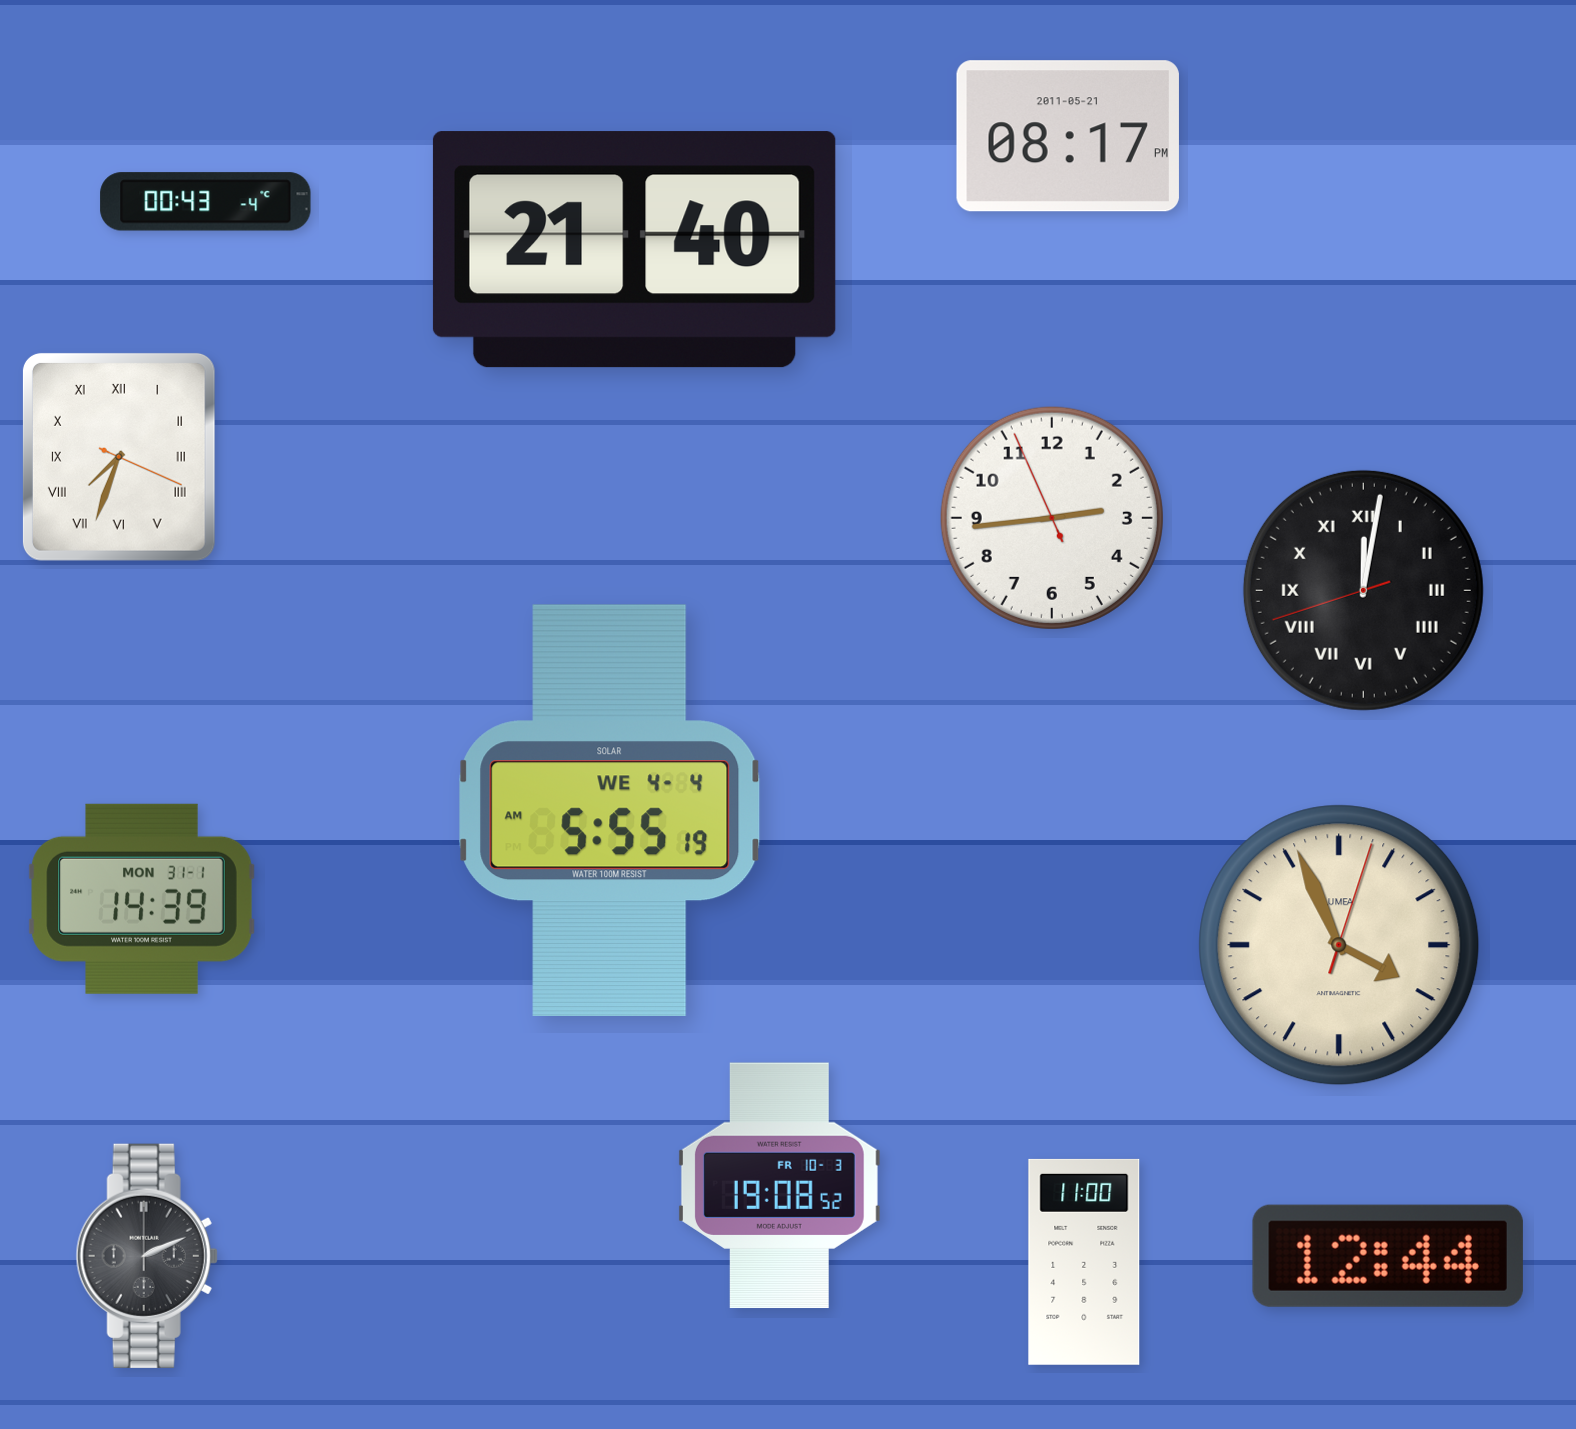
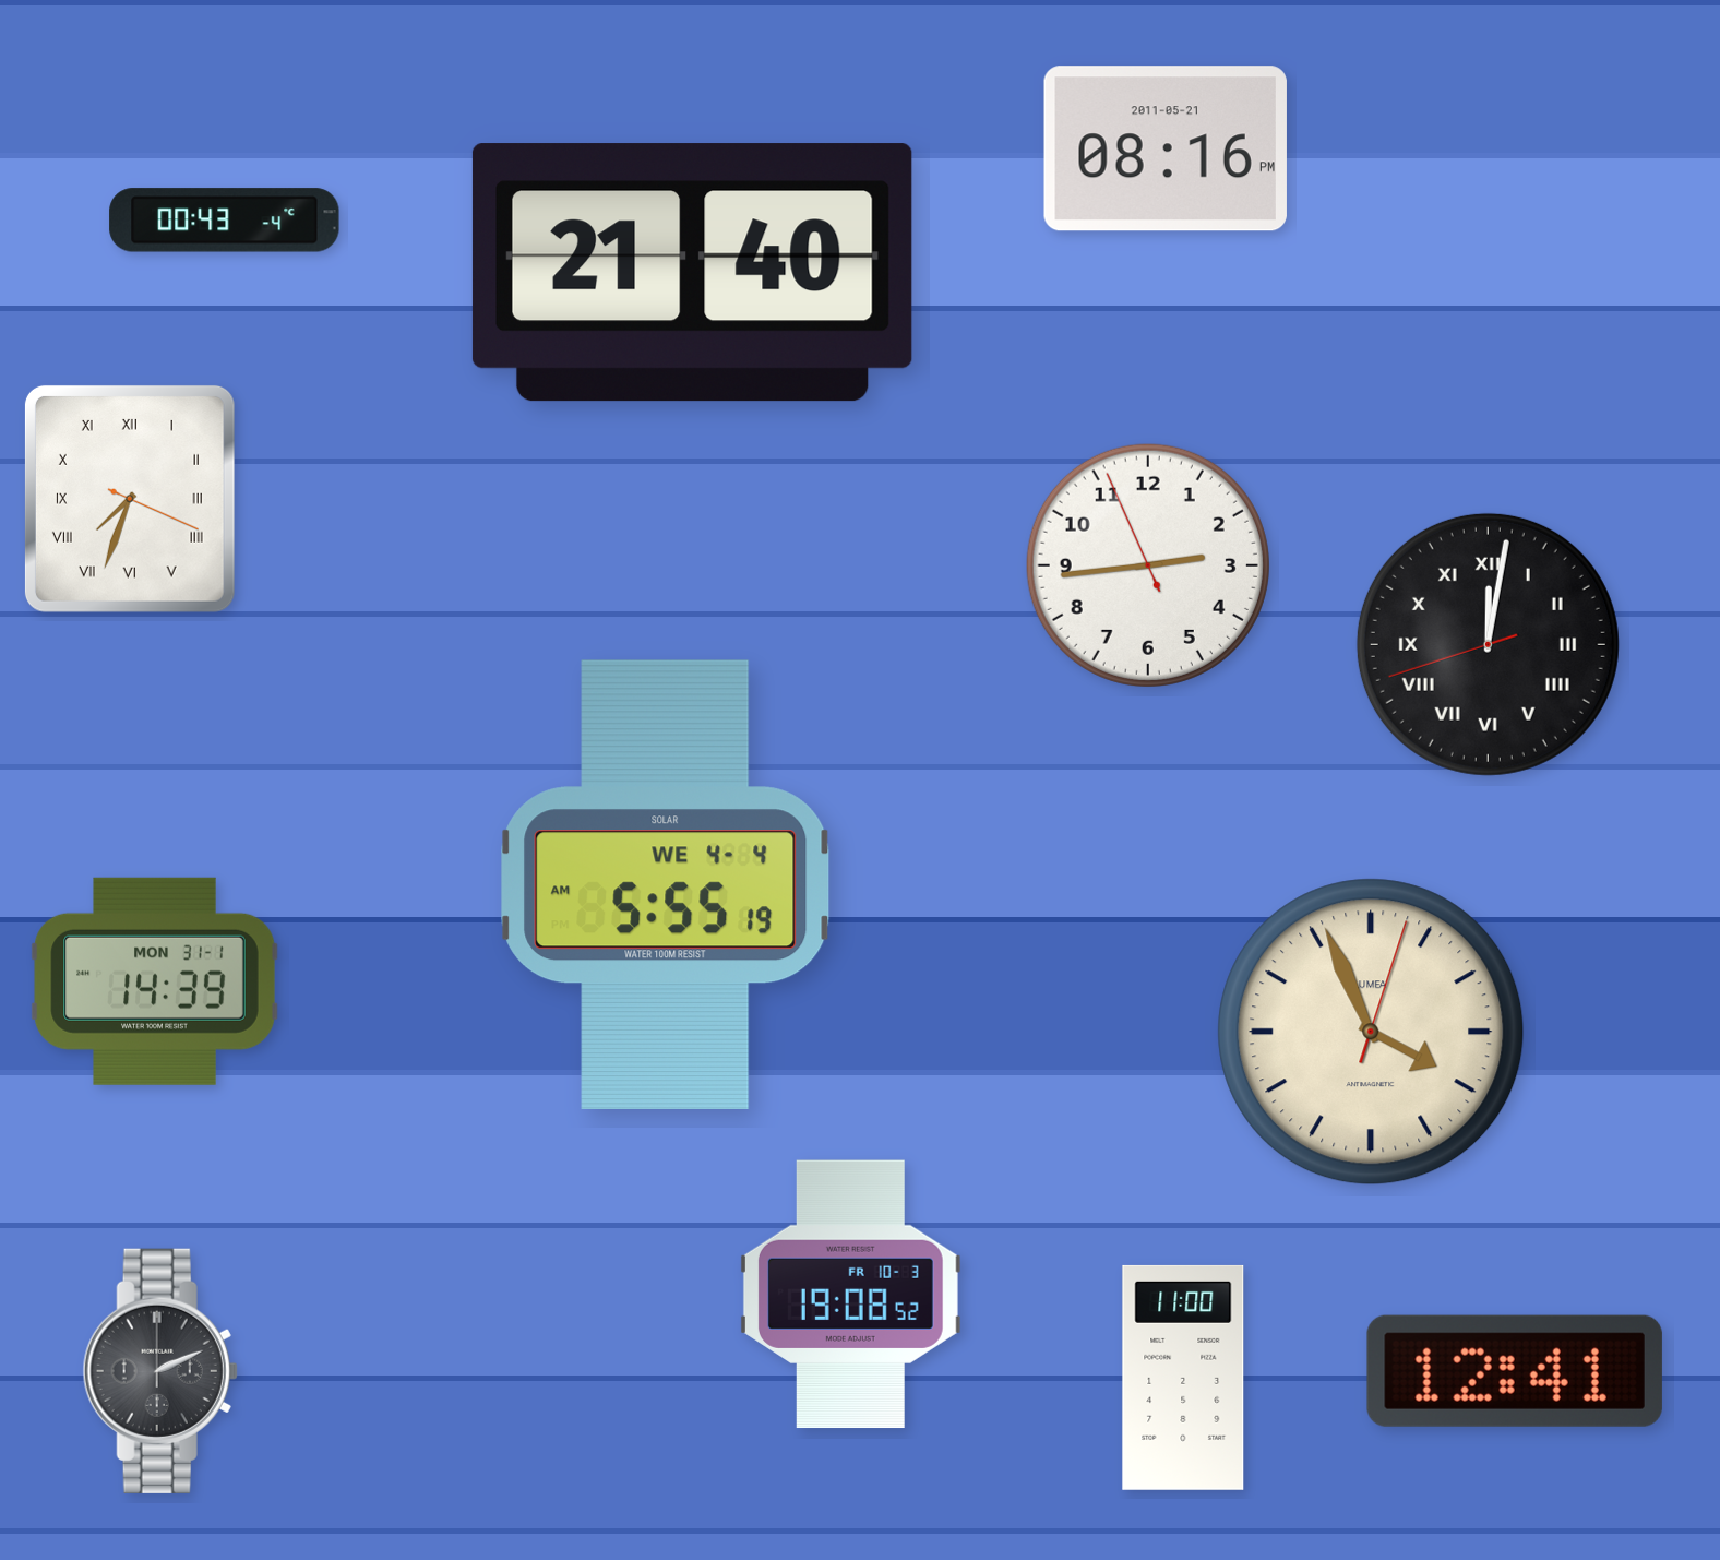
clock at (1068, 136): 08:17 -> 08:16
clock at (1339, 945) position: (1339, 945) -> (1371, 1032)
clock at (1388, 1256): 12:44 -> 12:41
